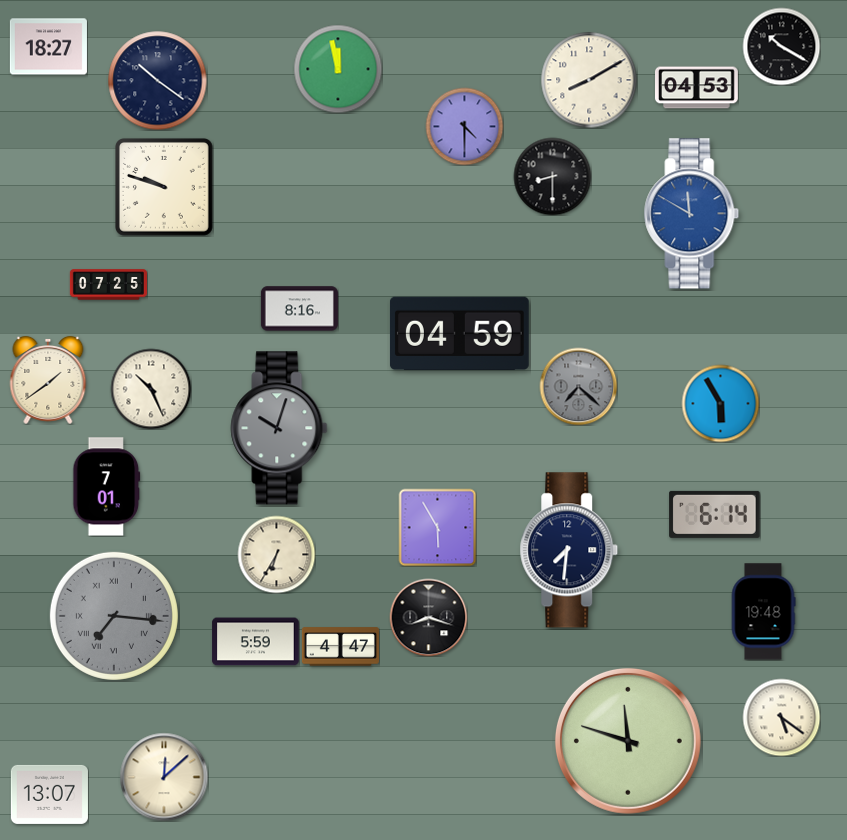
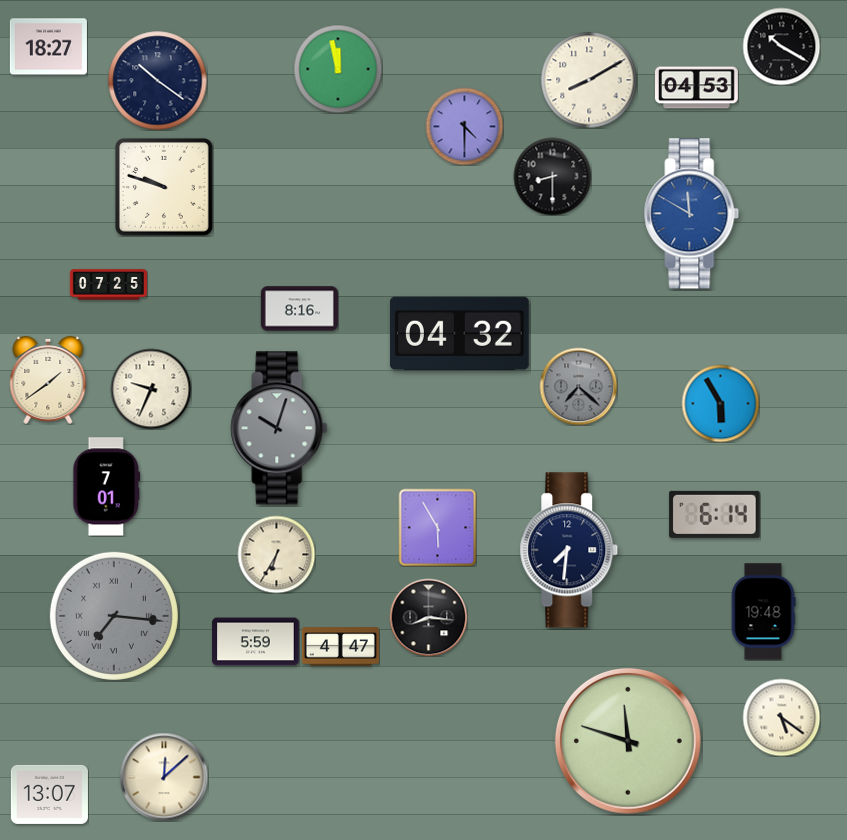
clock at (460, 334): 04:59 -> 04:32
clock at (151, 389): 10:26 -> 9:34
clock at (428, 617): 8:18 -> 8:16
